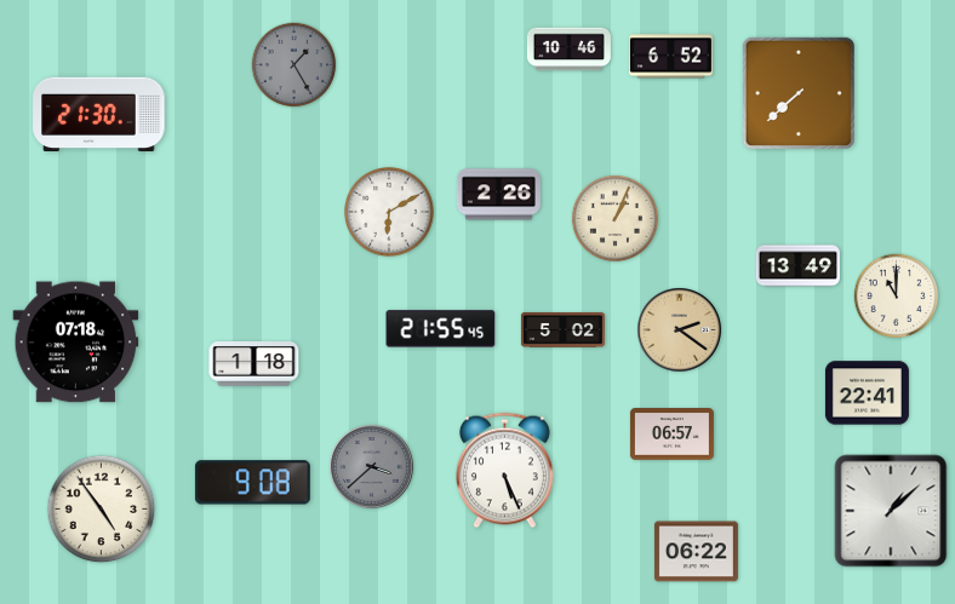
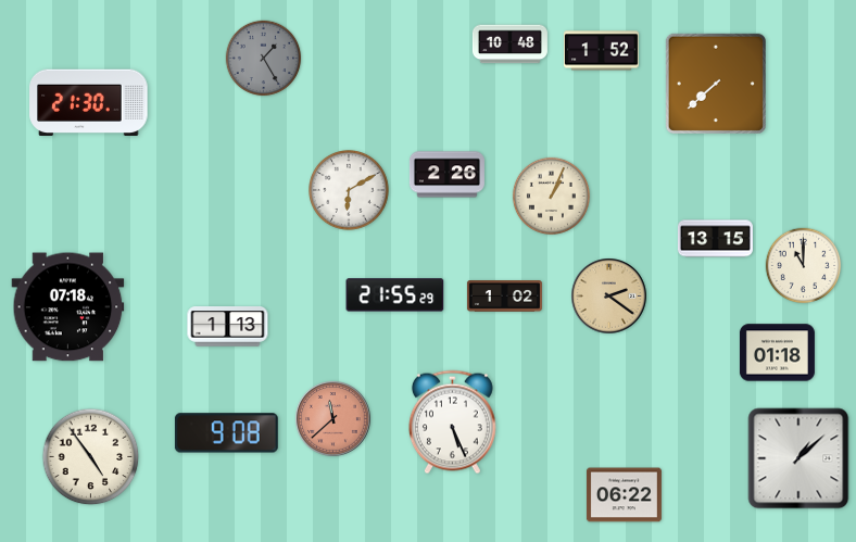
clock at (568, 50): 10:46 -> 10:48
clock at (670, 57): 6:52 -> 1:52
clock at (797, 266): 13:49 -> 13:15
clock at (441, 329): 21:55:45 -> 21:55:29
clock at (562, 330): 5:02 -> 1:02
clock at (255, 364): 1:18 -> 1:13
clock at (867, 393): 22:41 -> 01:18
clock at (671, 435): 06:57 -> none
clock at (372, 467): 3:38 -> 11:38
clock at (372, 467) dial: grey -> salmon
